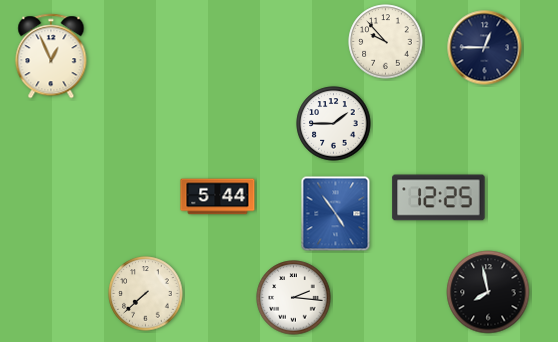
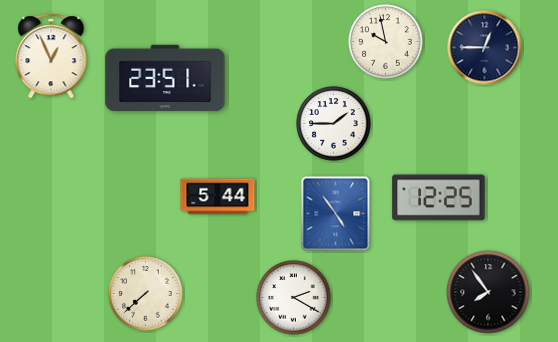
clock at (386, 42): 9:53 -> 9:58
clock at (165, 78): none -> 23:51
clock at (488, 292): 7:58 -> 7:54
clock at (294, 298): 2:16 -> 2:20
